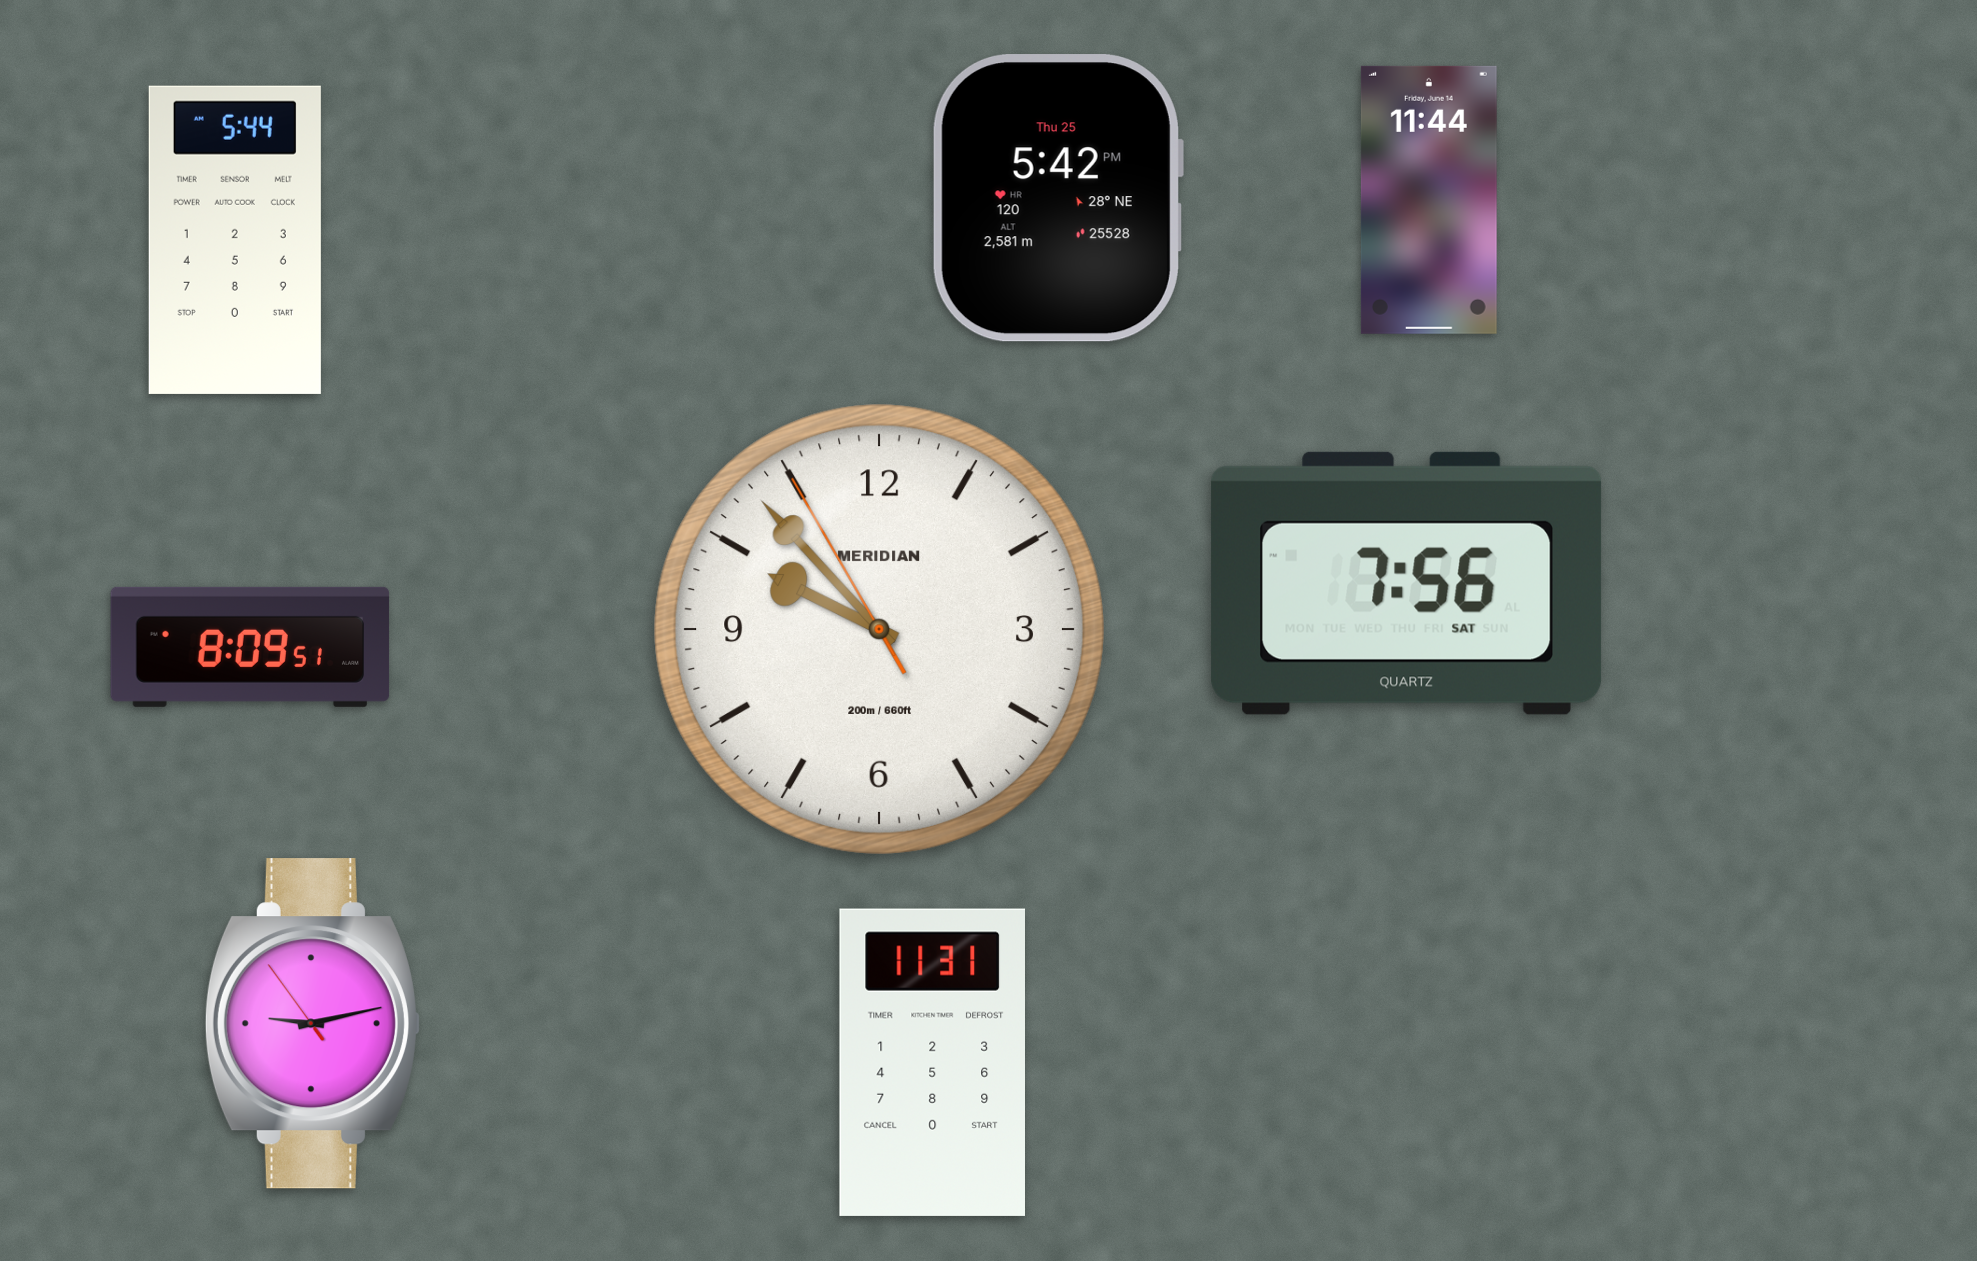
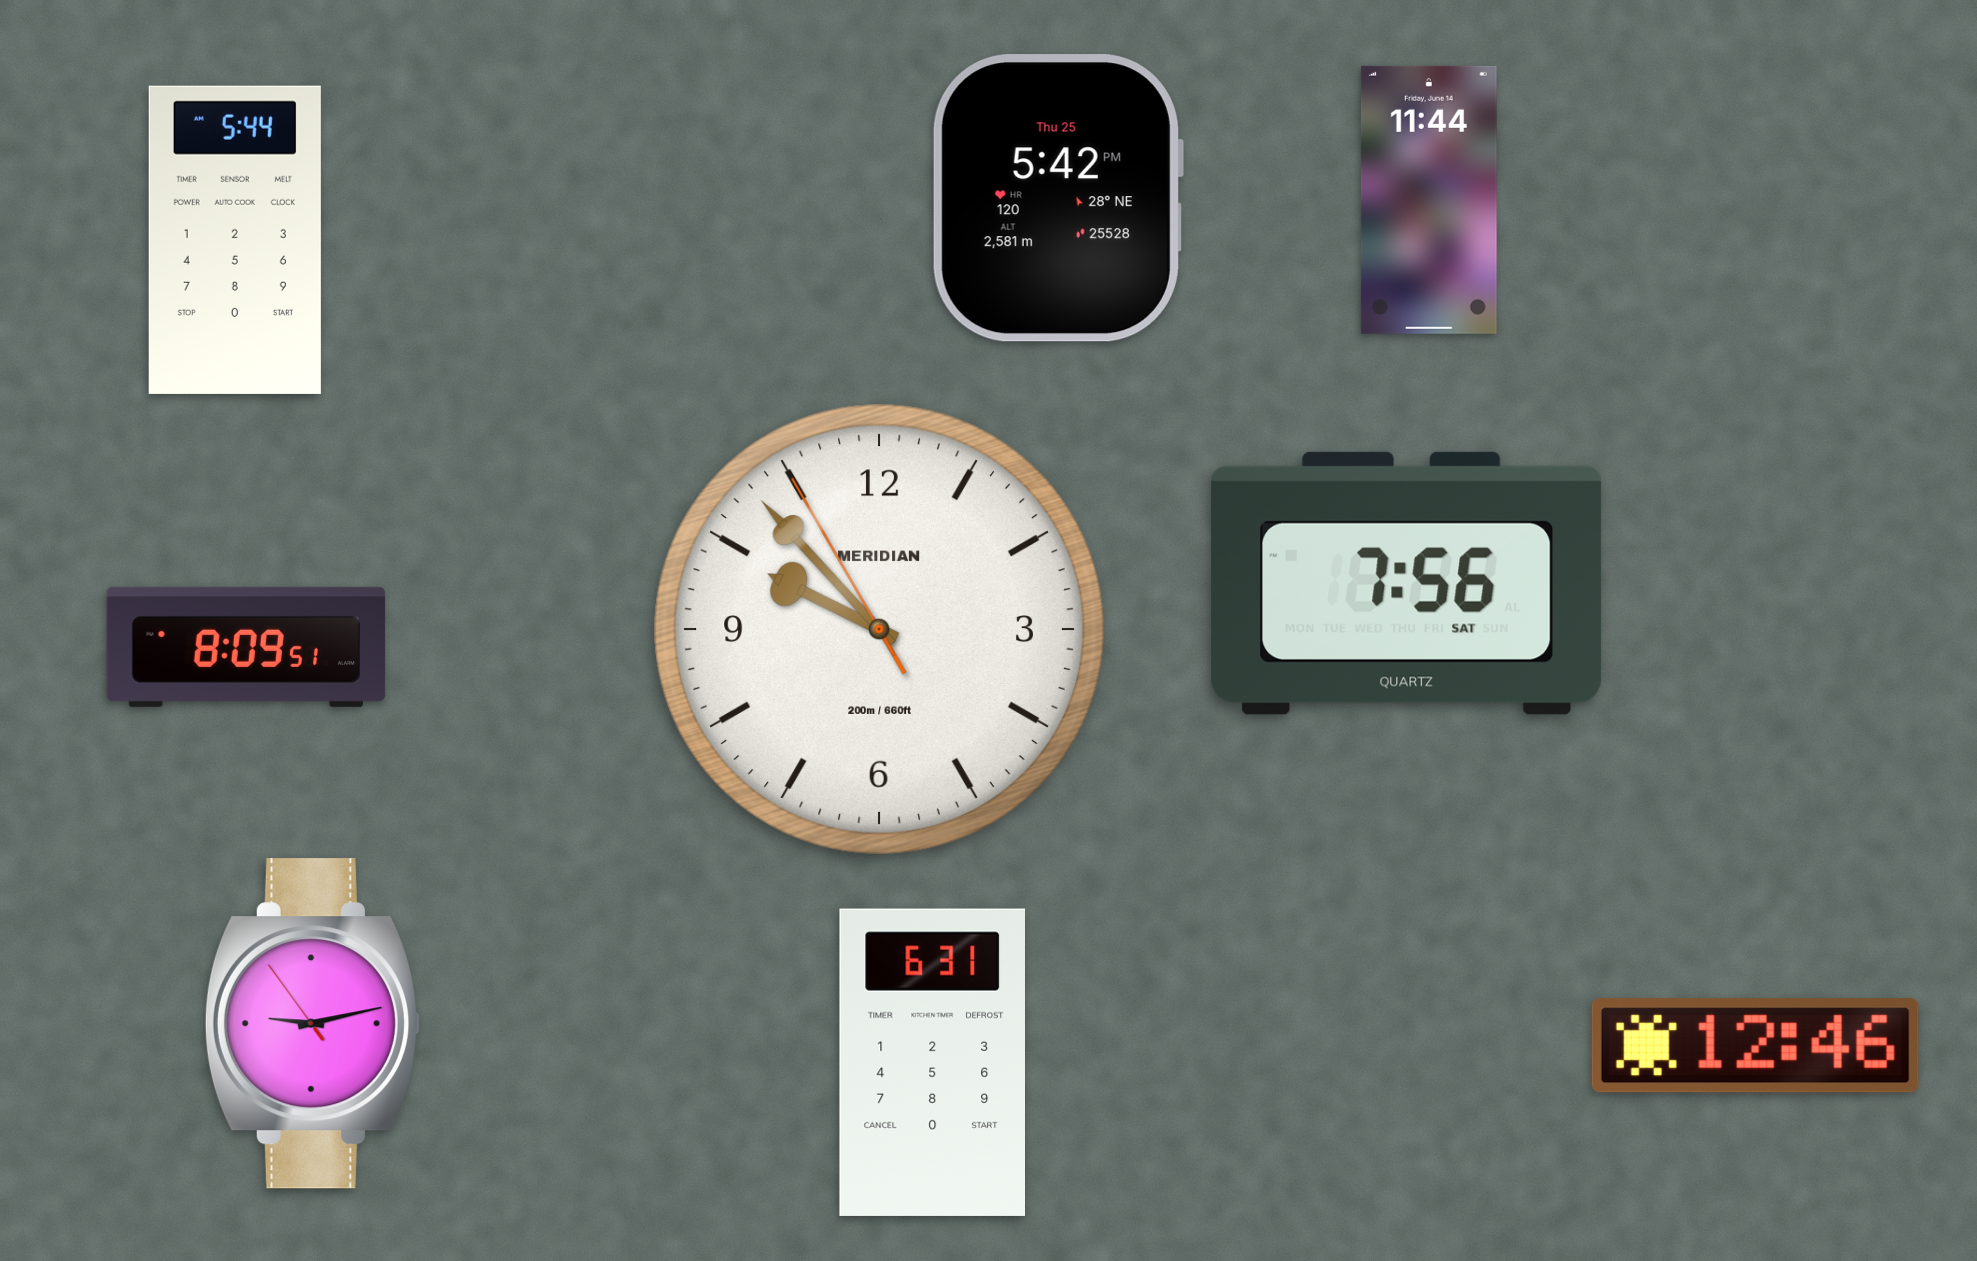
clock at (250, 647) position: (250, 647) -> (246, 647)
clock at (1755, 1046): none -> 12:46
clock at (932, 1062): 11:31 -> 6:31
